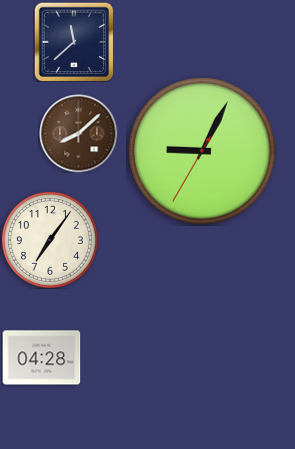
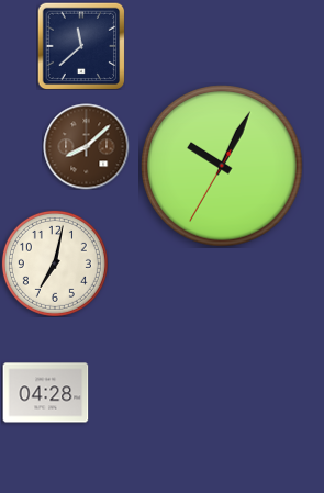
clock at (202, 151): 9:04 -> 10:04
clock at (50, 240): 7:06 -> 7:02
